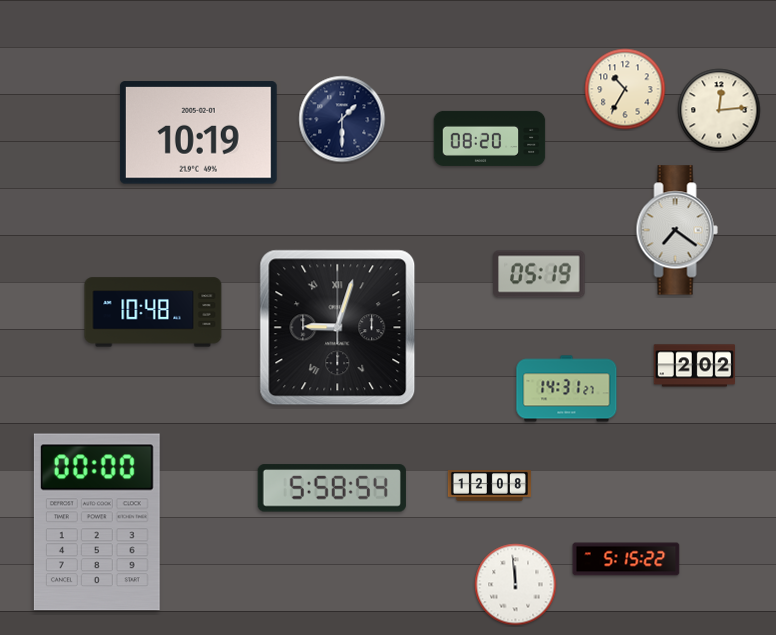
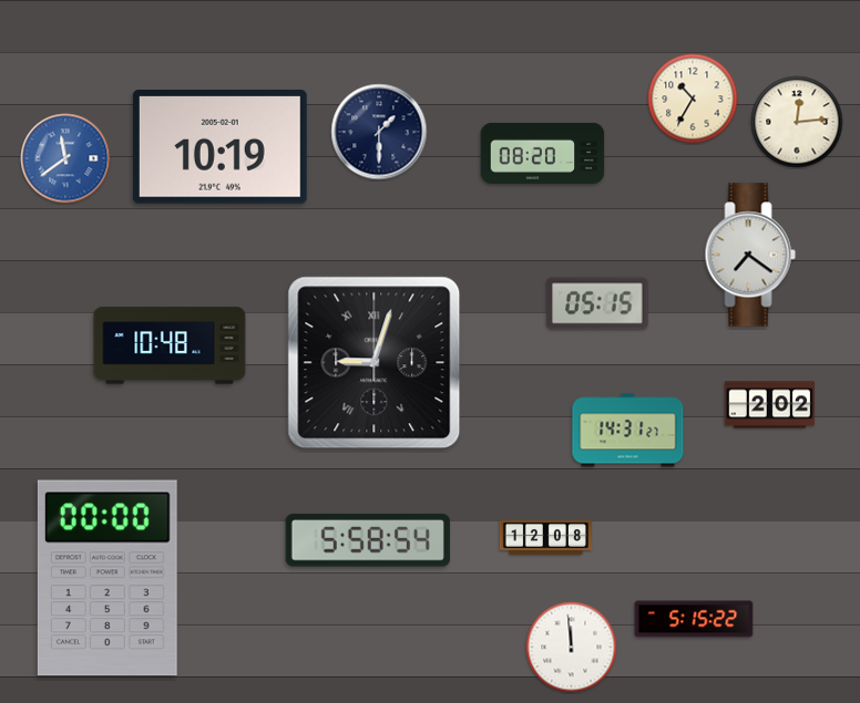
clock at (65, 158): none -> 11:39
clock at (539, 274): 05:19 -> 05:15
clock at (489, 486) position: (489, 486) -> (545, 538)
